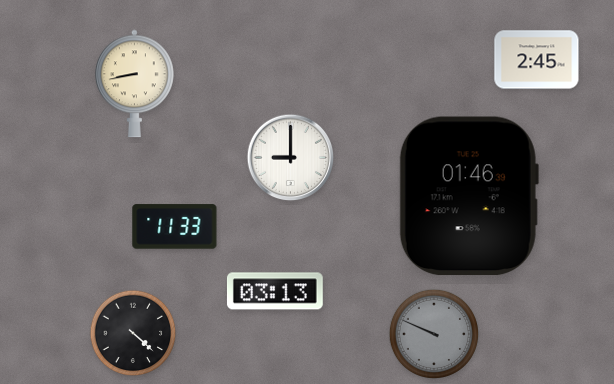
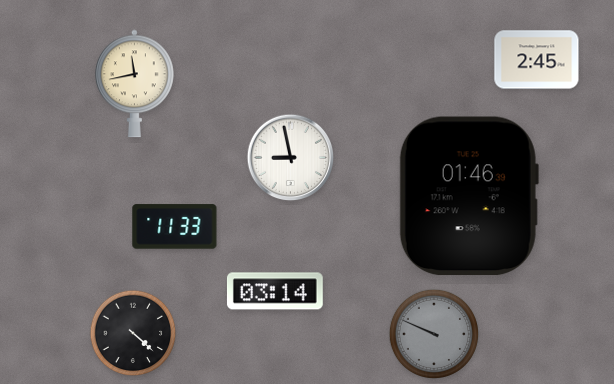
clock at (135, 84): 8:43 -> 11:43
clock at (291, 158): 9:00 -> 8:58
clock at (275, 291): 03:13 -> 03:14
